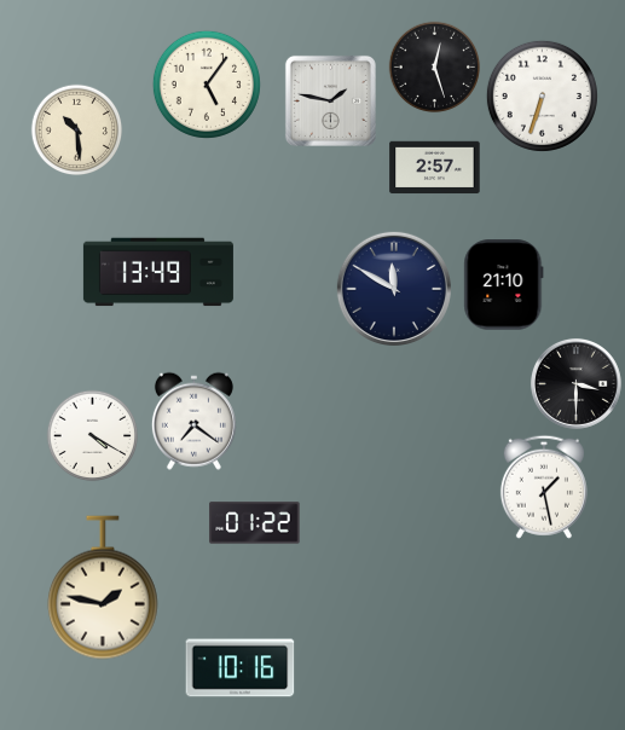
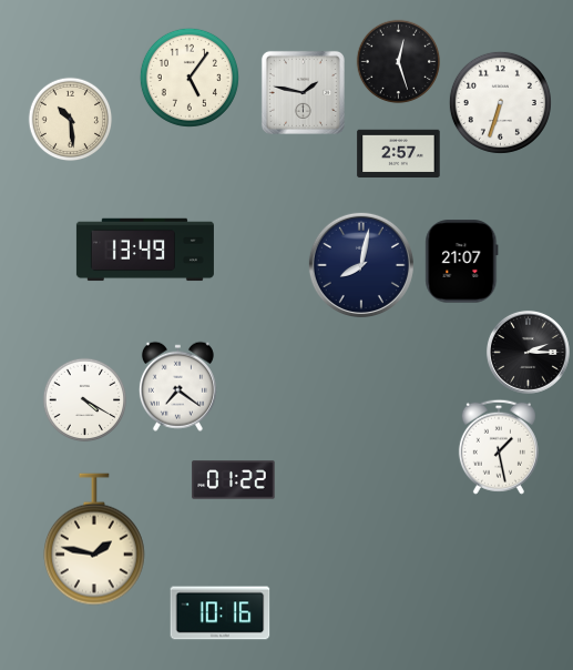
clock at (542, 95) position: (542, 95) -> (500, 102)
clock at (504, 285): 21:10 -> 21:07
clock at (394, 289): 11:50 -> 8:02
clock at (575, 383): 3:30 -> 2:15
